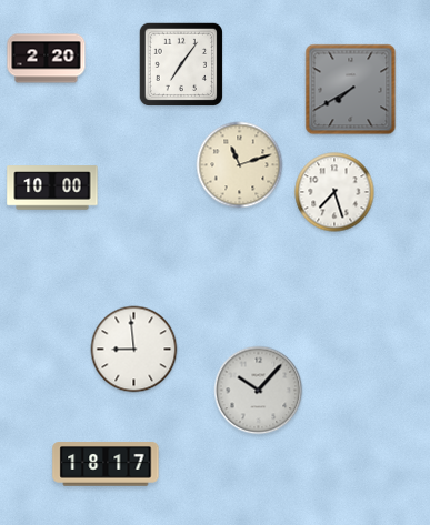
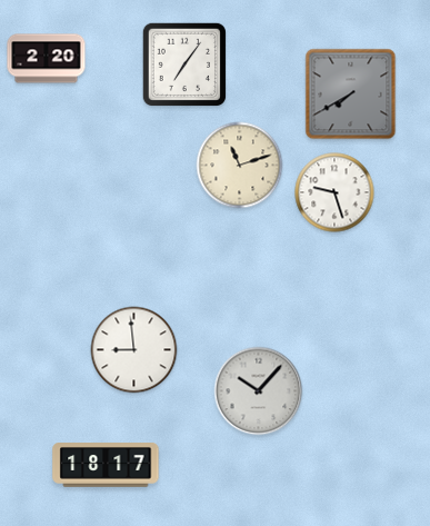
clock at (180, 63) position: (180, 63) -> (183, 63)
clock at (351, 90) position: (351, 90) -> (351, 95)
clock at (52, 188): 10:00 -> none
clock at (334, 192): 7:27 -> 9:27
